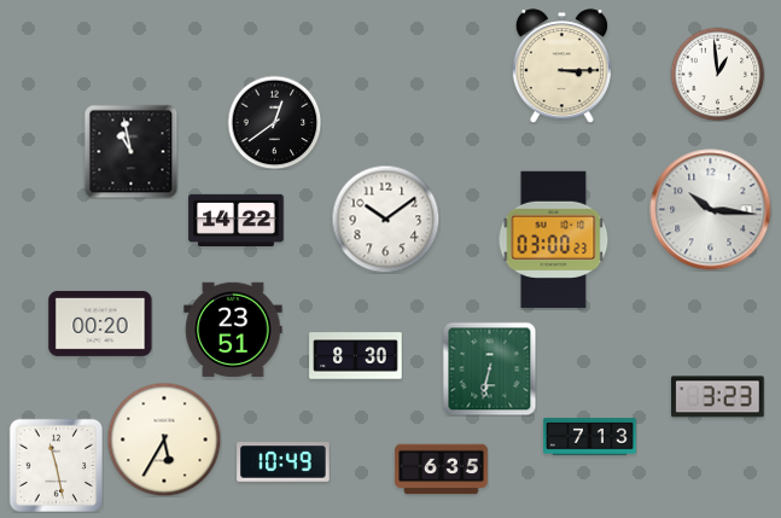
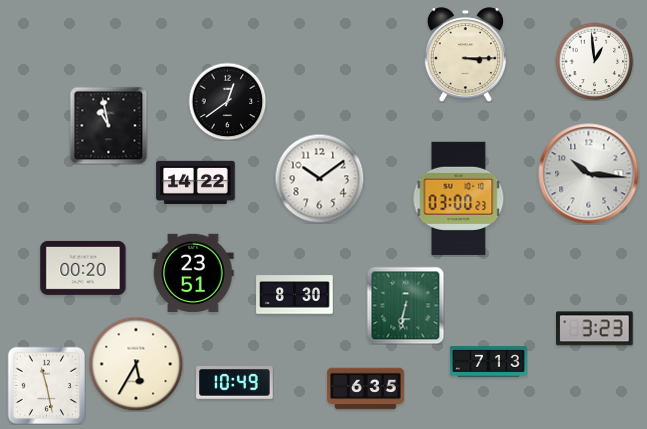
clock at (385, 219) position: (385, 219) -> (319, 178)
